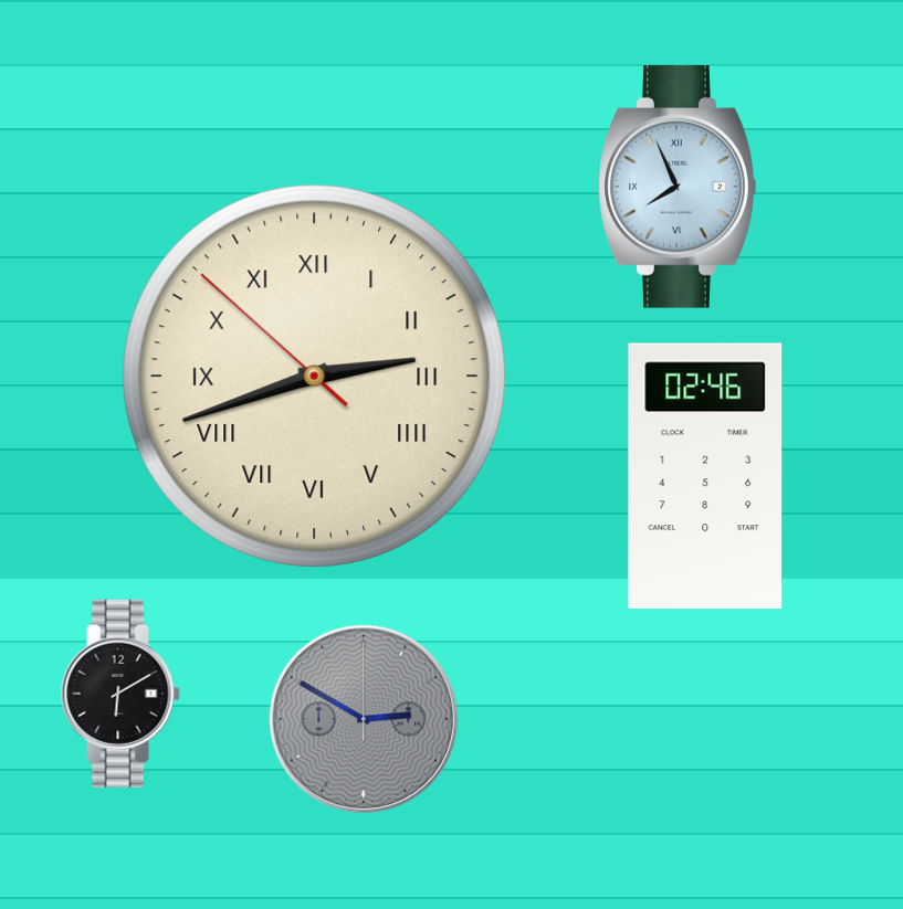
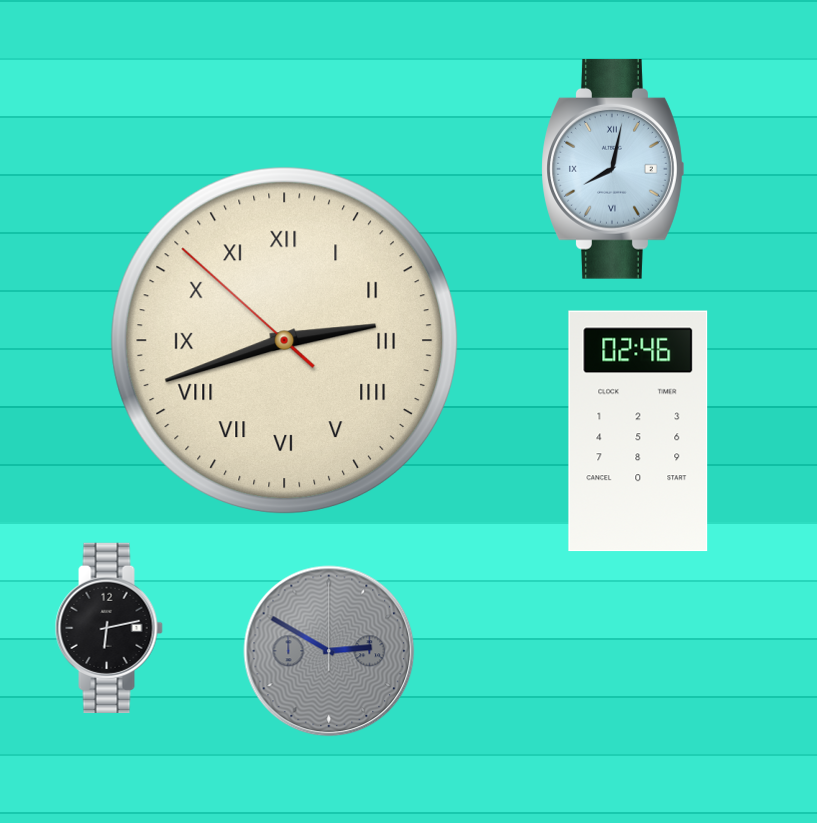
clock at (678, 187): 7:56 -> 8:02
clock at (120, 694): 6:10 -> 6:13
